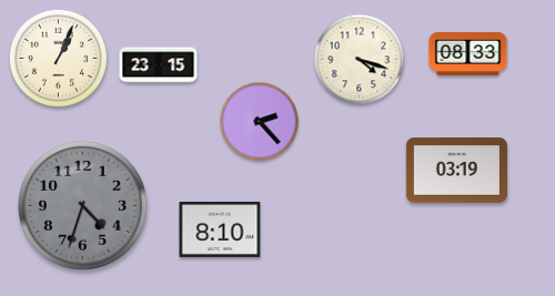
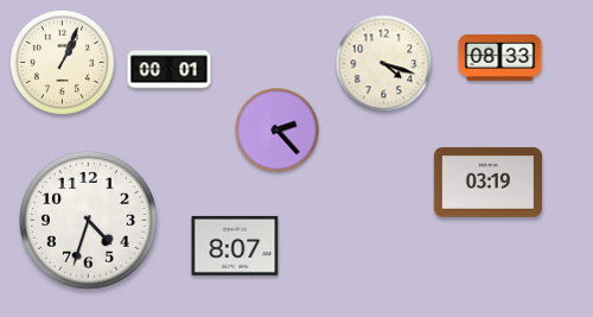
clock at (159, 65): 23:15 -> 00:01
clock at (82, 205) dial: grey -> white
clock at (220, 229): 8:10 -> 8:07
